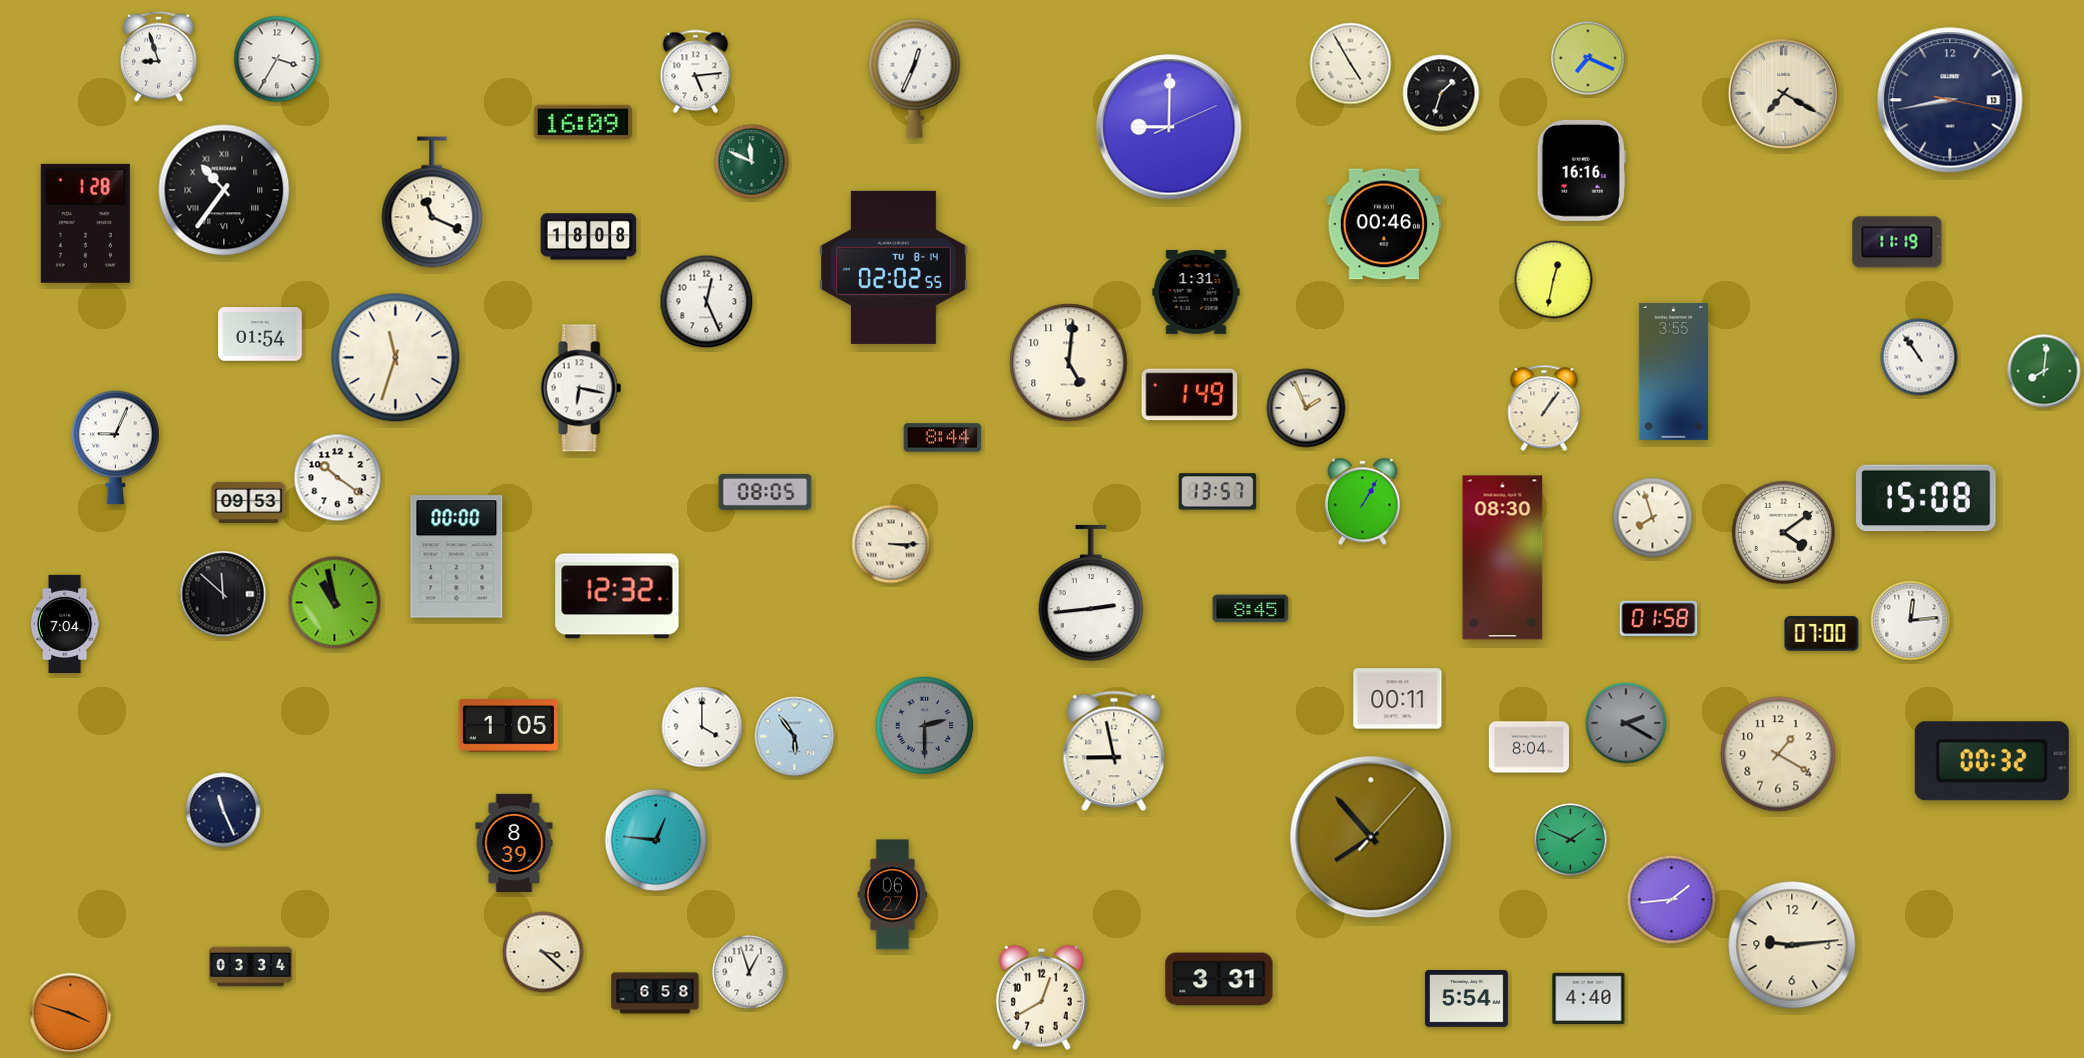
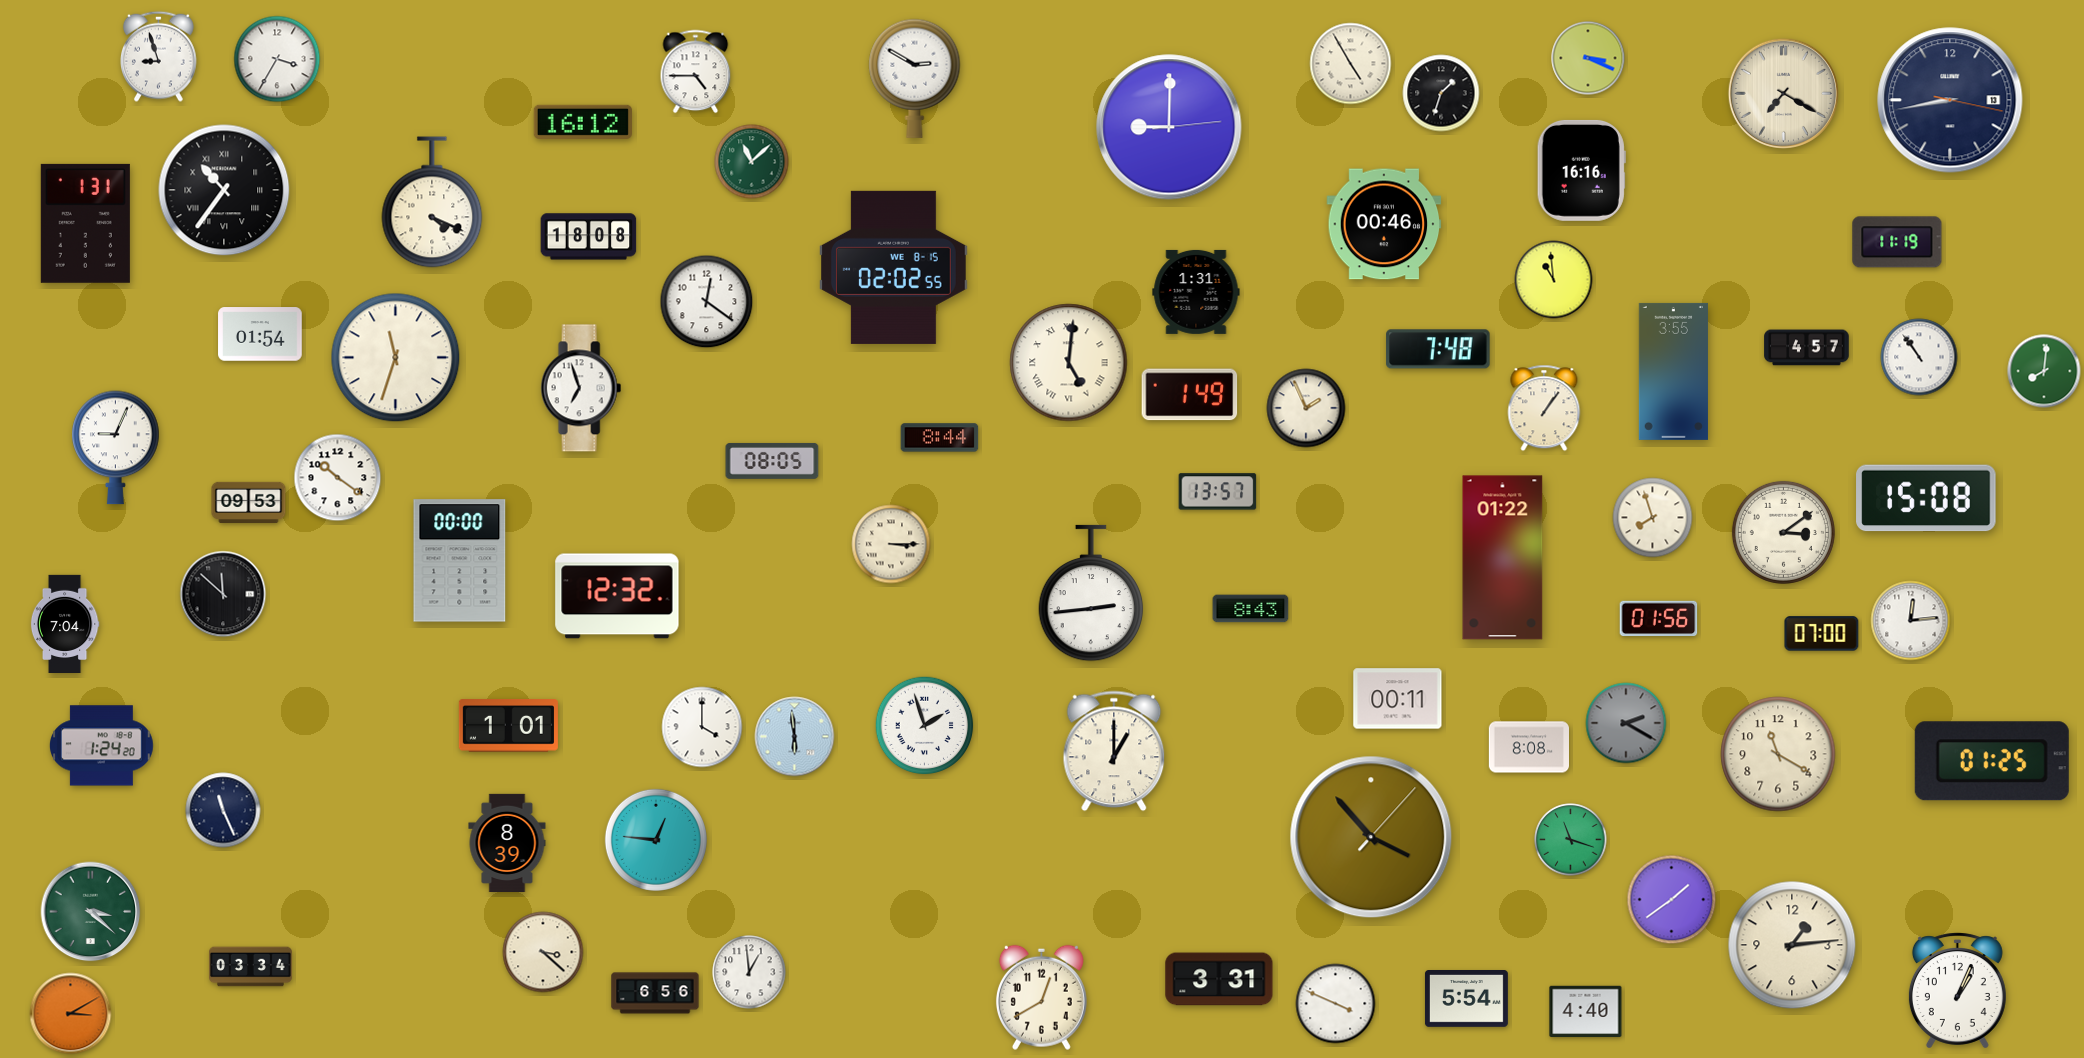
clock at (1588, 58): 7:19 -> 3:19
clock at (696, 72): 5:14 -> 4:45
clock at (915, 78): 12:34 -> 2:50
clock at (583, 122): 16:09 -> 16:12
clock at (1169, 127): 9:00:11 -> 9:00:14
clock at (752, 162): 11:49 -> 11:08
clock at (432, 202): 11:19 -> 4:19
clock at (85, 223): 1:28 -> 1:31
clock at (894, 267) date: TU 8-14 -> WE 8-15
clock at (1554, 280): 12:32 -> 10:59
clock at (707, 302): 12:26 -> 12:21
clock at (1807, 348): none -> 4:57
clock at (1438, 349): none -> 7:48
clock at (1069, 363) numerals: Arabic -> Roman
clock at (581, 388): 6:17 -> 6:57
clock at (943, 438) position: (943, 438) -> (940, 438)
clock at (765, 492) position: (765, 492) -> (772, 461)
clock at (1362, 502): 1:05 -> none
clock at (1783, 532): 4:09 -> 3:09
clock at (457, 557) position: (457, 557) -> (460, 561)
clock at (1503, 558): 08:30 -> 01:22
clock at (335, 603): 10:58 -> none
clock at (1251, 609): 8:45 -> 8:43
clock at (1659, 619): 01:58 -> 01:56
clock at (508, 726): 1:05 -> 1:01
clock at (925, 726): 2:30 -> 1:57
clock at (925, 726) dial: grey -> white
clock at (795, 737): 5:54 -> 5:59
clock at (102, 746): none -> 1:24
clock at (1528, 747): 8:04 -> 8:08
clock at (1114, 751): 8:58 -> 1:00
clock at (1778, 754): 1:20 -> 11:20
clock at (1992, 761): 00:32 -> 01:25
clock at (1371, 837): 7:53 -> 3:53
clock at (1571, 840): 1:49 -> 11:18
clock at (514, 842) position: (514, 842) -> (507, 842)
clock at (893, 895): 06:27 -> none
clock at (1672, 900): 1:44 -> 1:39
clock at (91, 912): none -> 3:22
clock at (1792, 945): 9:14 -> 1:14
clock at (749, 972): 12:57 -> 12:59
clock at (1957, 991): none -> 1:04
clock at (655, 993): 6:58 -> 6:56
clock at (1589, 999) position: (1589, 999) -> (1586, 1012)
clock at (1336, 1004): none -> 3:49
clock at (71, 1014): 3:48 -> 3:10
